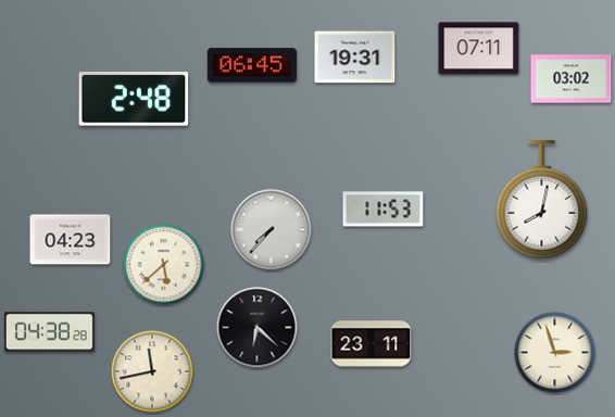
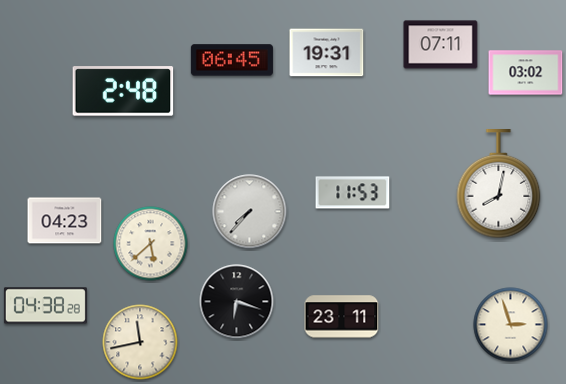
clock at (258, 328): 6:22 -> 6:18
